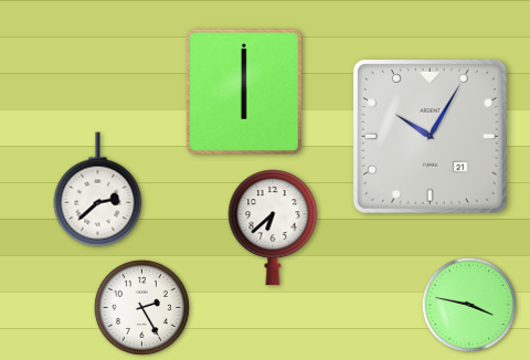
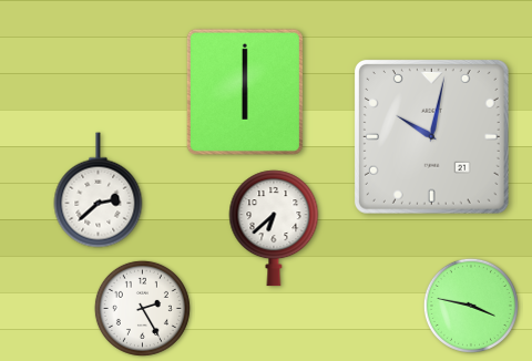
clock at (430, 136): 10:05 -> 10:02
